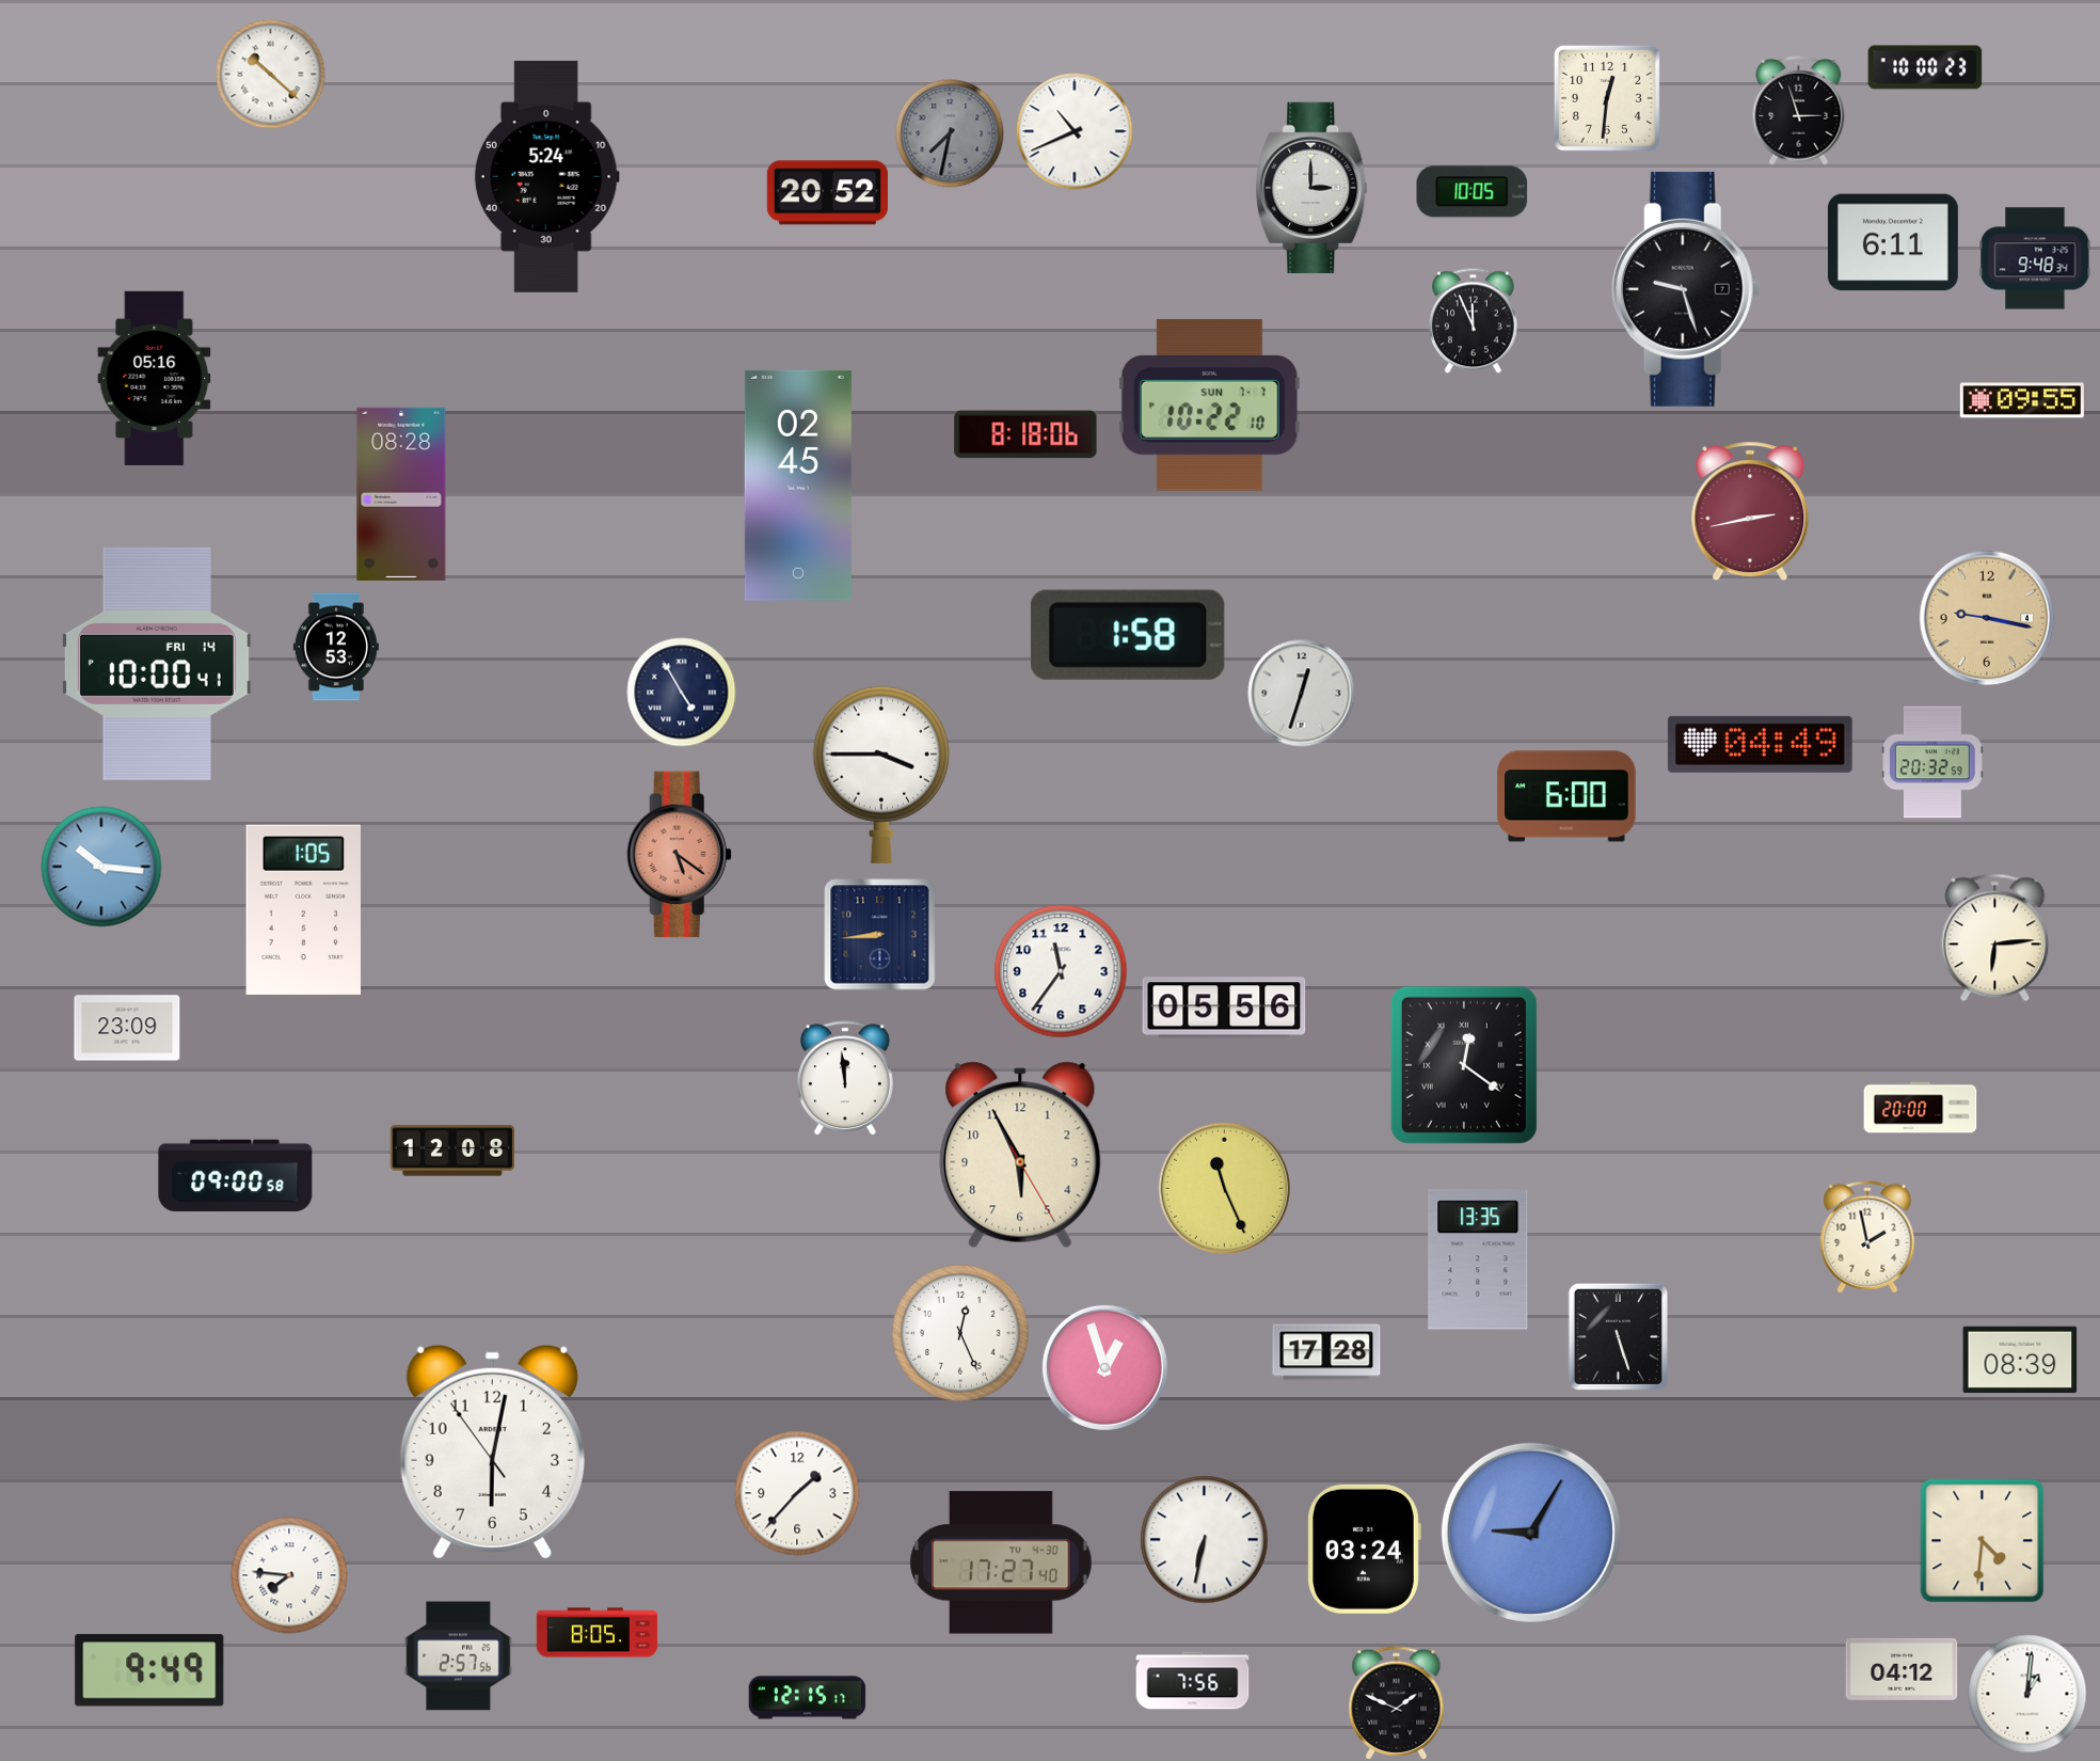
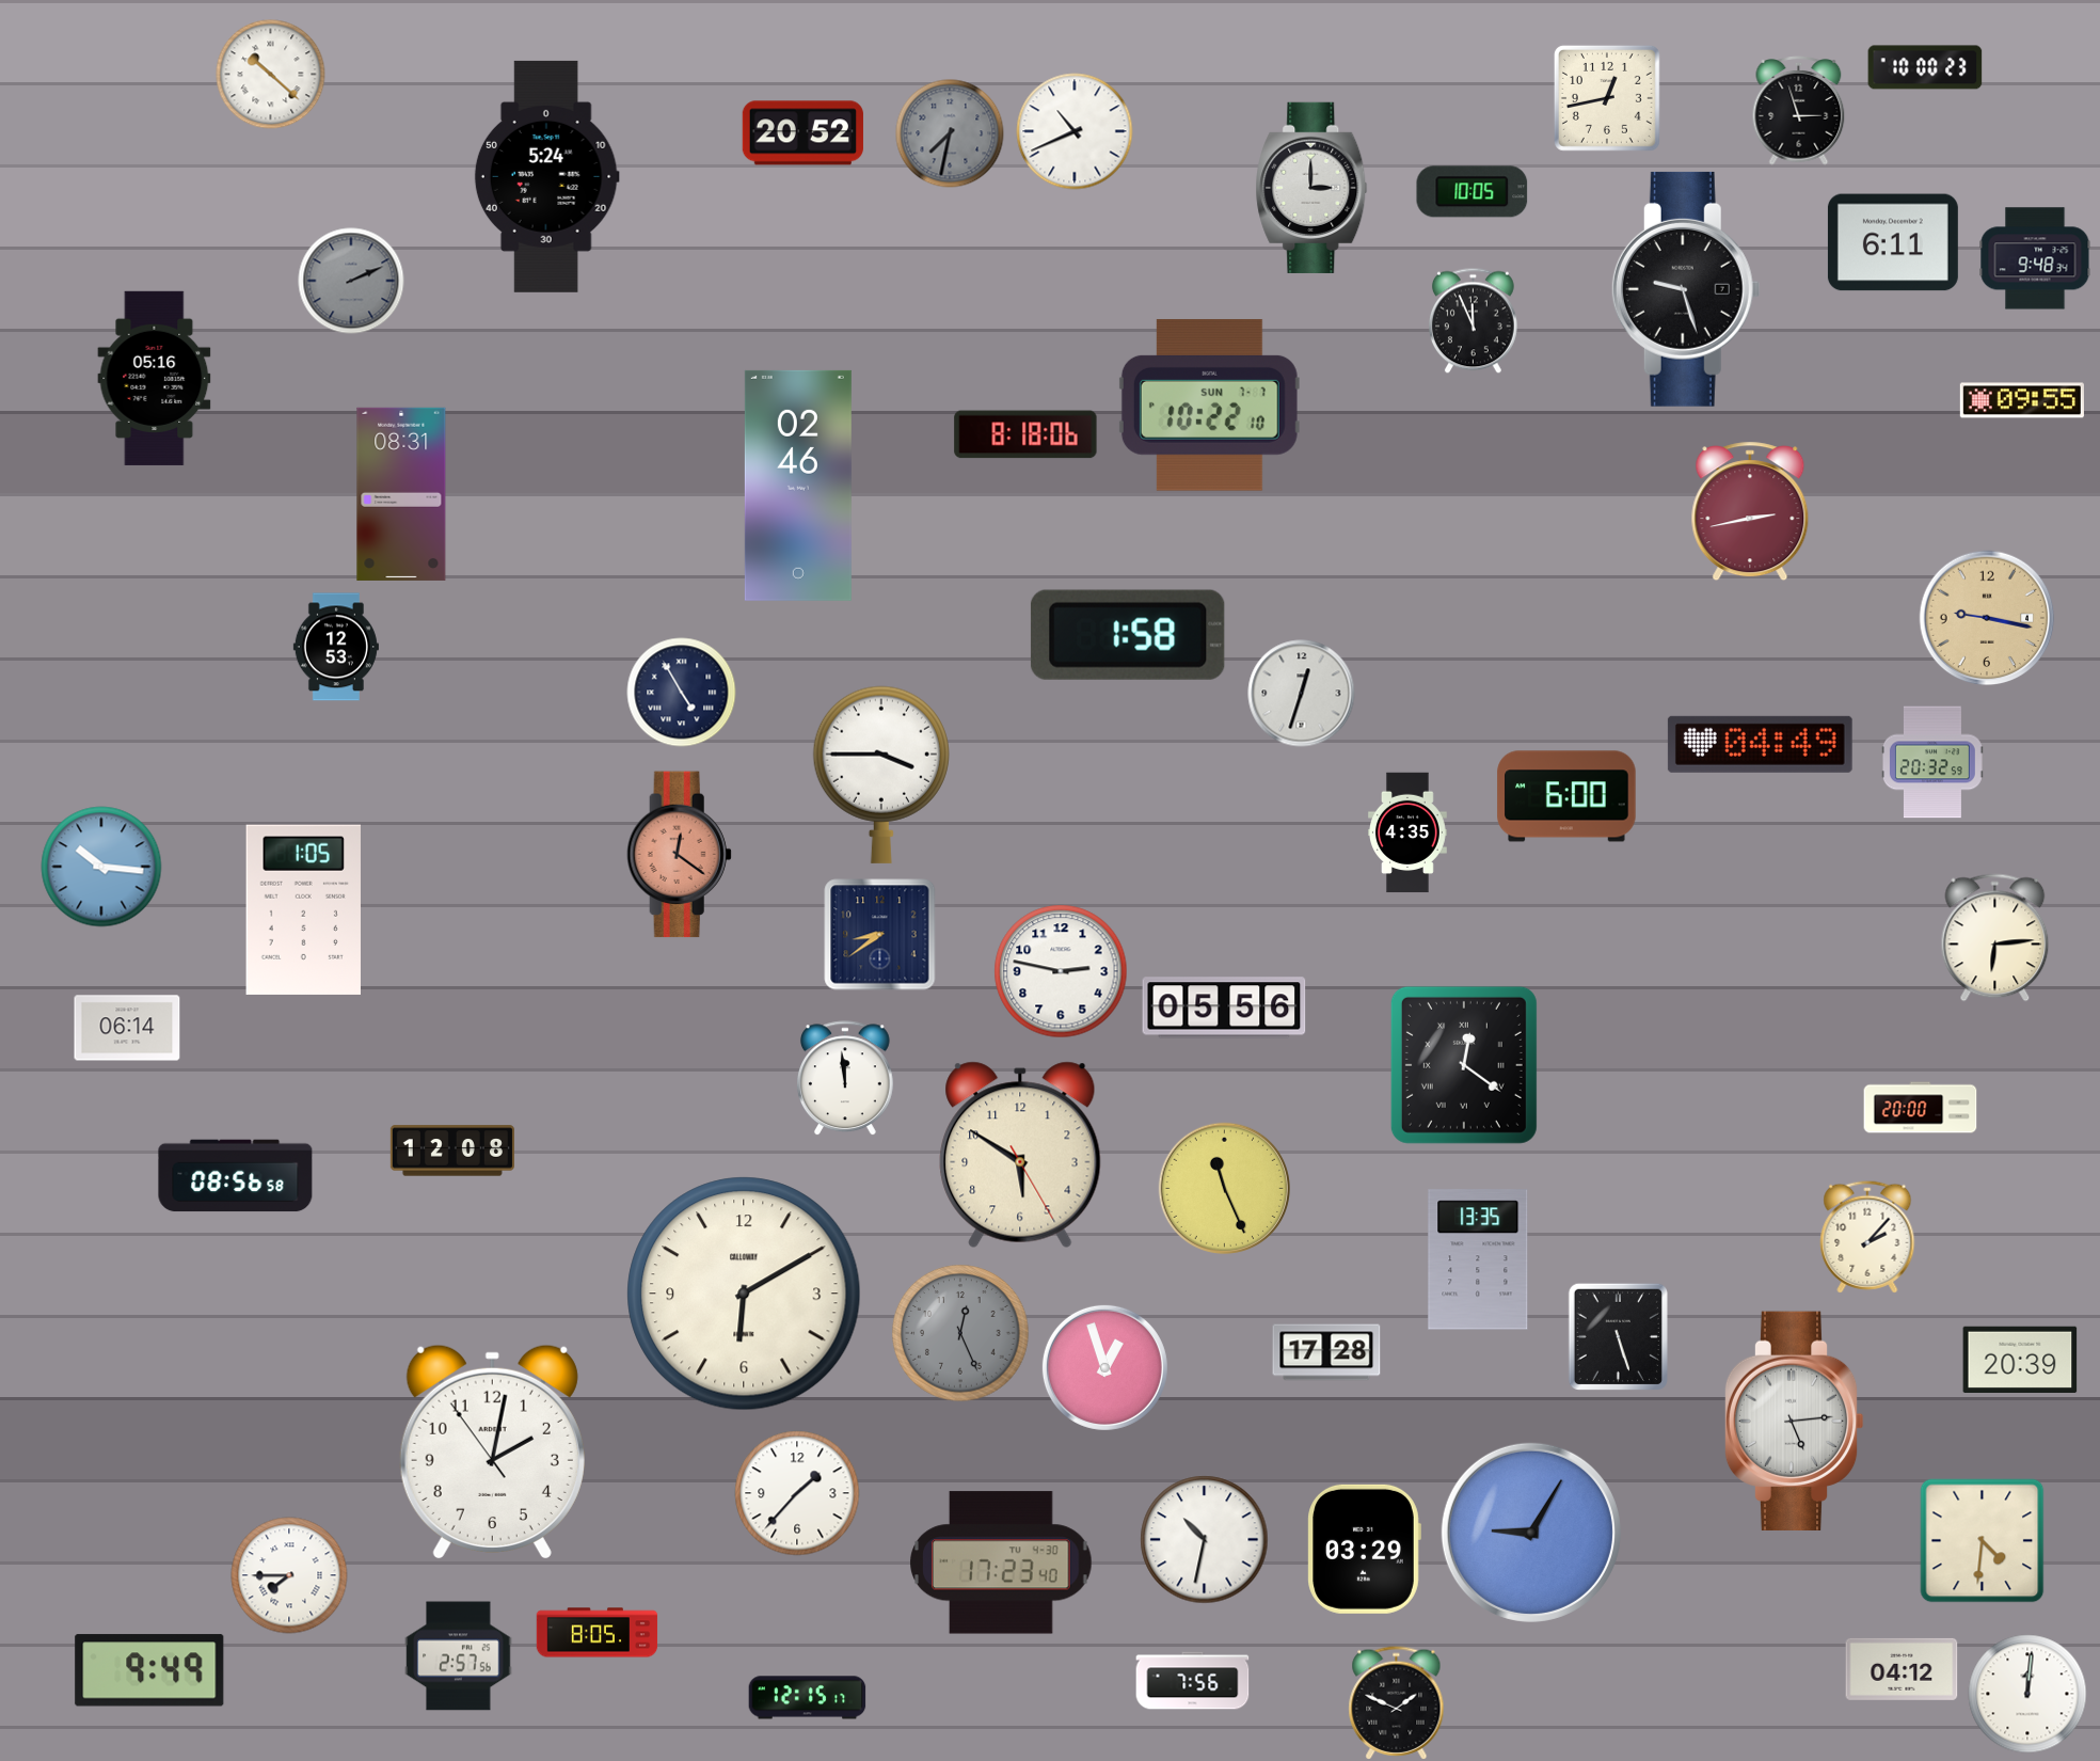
clock at (1607, 98): 12:31 -> 12:43
clock at (827, 193) position: (827, 193) -> (802, 133)
clock at (351, 281): none -> 2:11
clock at (798, 486): 02:45 -> 02:46
clock at (401, 494): 08:28 -> 08:31
clock at (157, 664): 10:00 -> none
clock at (1409, 832): none -> 4:35
clock at (679, 855): 5:21 -> 12:21
clock at (880, 935): 8:44 -> 8:39
clock at (1061, 971): 11:36 -> 2:47
clock at (127, 1028): 23:09 -> 06:14
clock at (1020, 1155): 5:55 -> 5:50
clock at (236, 1176): 09:00 -> 08:56
clock at (1867, 1237): 1:58 -> 2:07
clock at (744, 1294): none -> 6:10
clock at (960, 1333) dial: white -> grey
clock at (2020, 1359): 08:39 -> 20:39
clock at (1794, 1421): none -> 5:14
clock at (492, 1451): 6:01 -> 2:01
clock at (1205, 1540): 6:32 -> 10:32
clock at (1364, 1549): 03:24 -> 03:29
clock at (1001, 1562): 17:27 -> 17:23
clock at (289, 1575): 7:46 -> 7:45
clock at (2027, 1694): 1:01 -> 12:01
